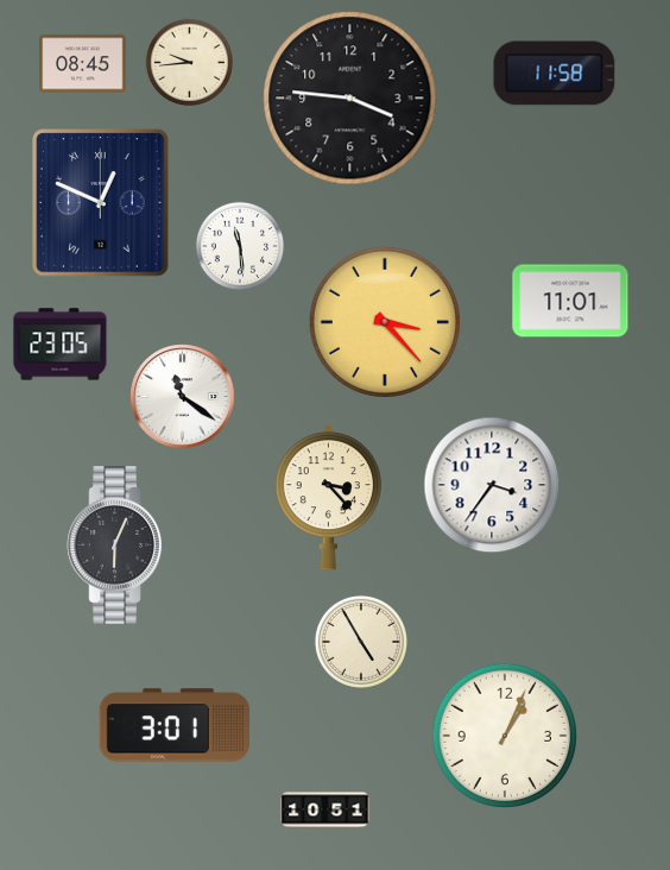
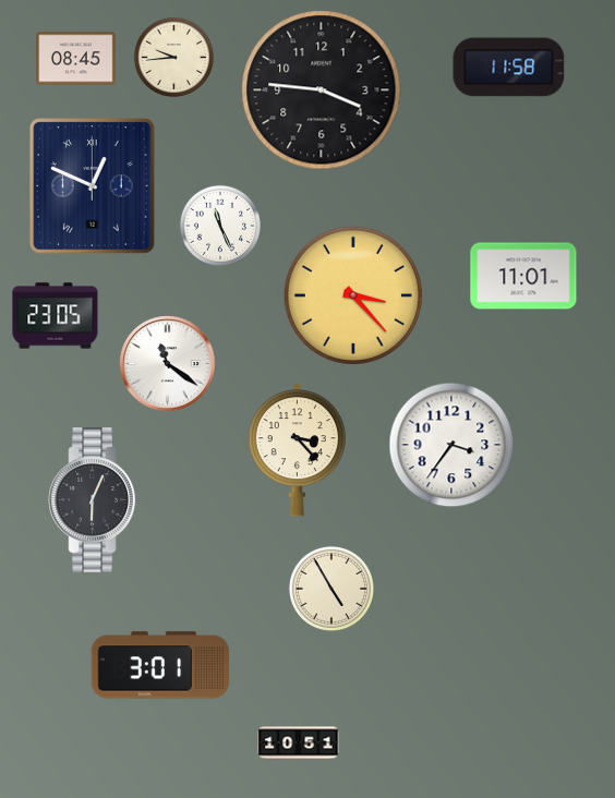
clock at (239, 245): 11:29 -> 11:26
clock at (328, 498) position: (328, 498) -> (297, 450)
clock at (118, 546) position: (118, 546) -> (95, 500)
clock at (505, 736): 1:04 -> none
